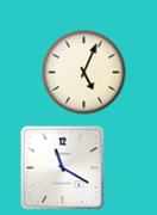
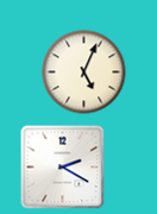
clock at (63, 168): 11:20 -> 2:20
